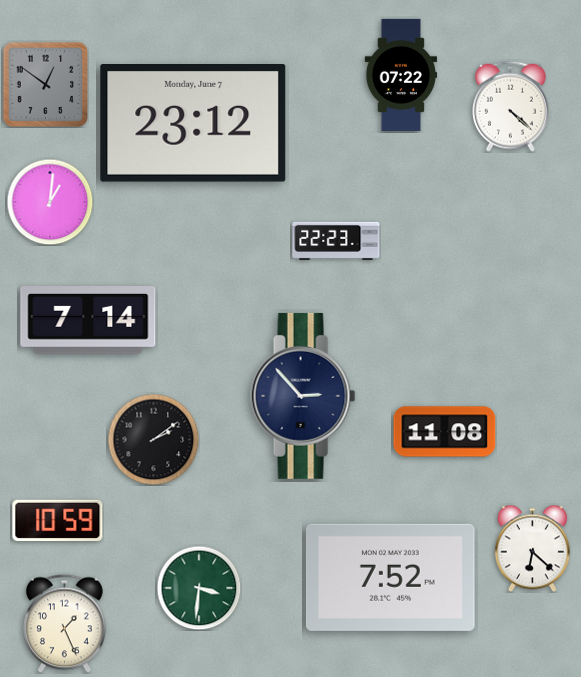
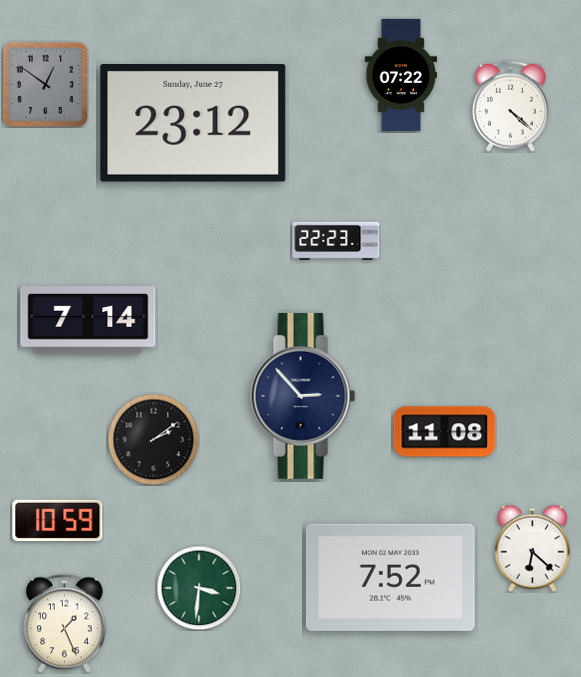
clock at (193, 124) date: Monday, June 7 -> Sunday, June 27
clock at (50, 202): 1:01 -> none
